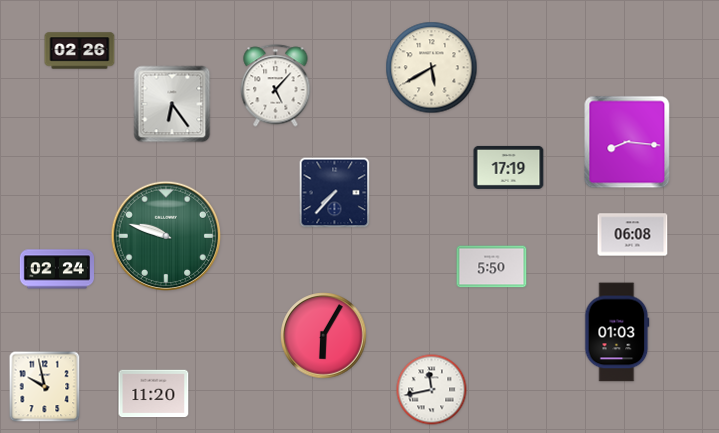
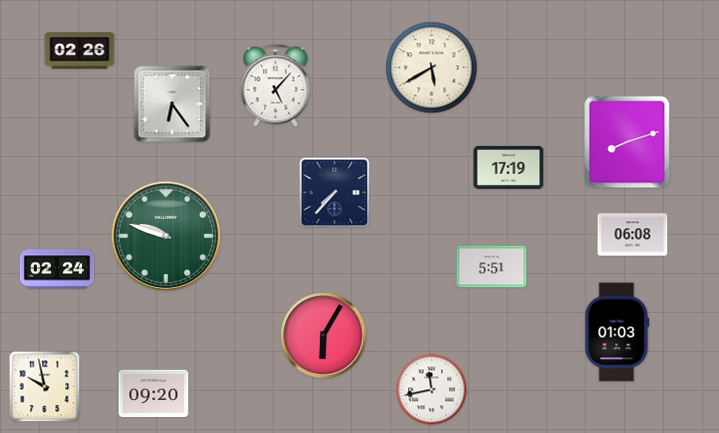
clock at (627, 142): 8:16 -> 8:12
clock at (492, 267): 5:50 -> 5:51
clock at (154, 394): 11:20 -> 09:20
